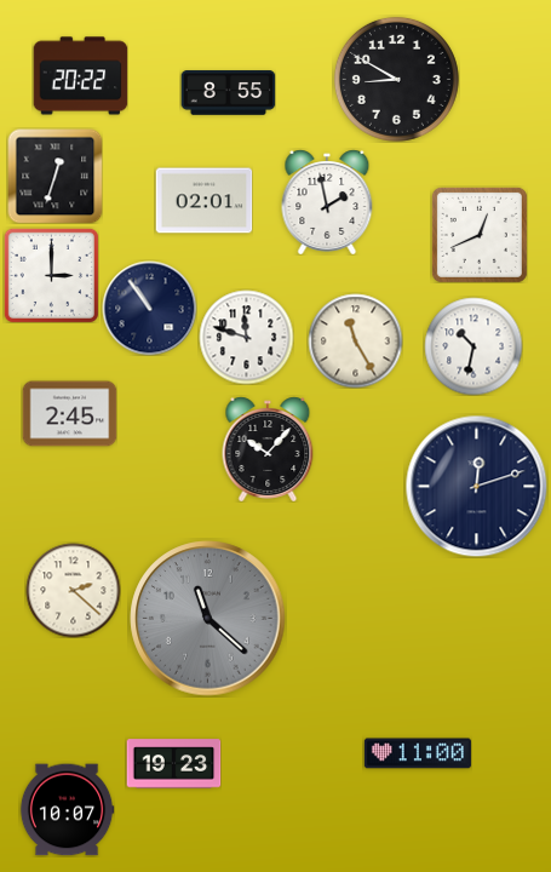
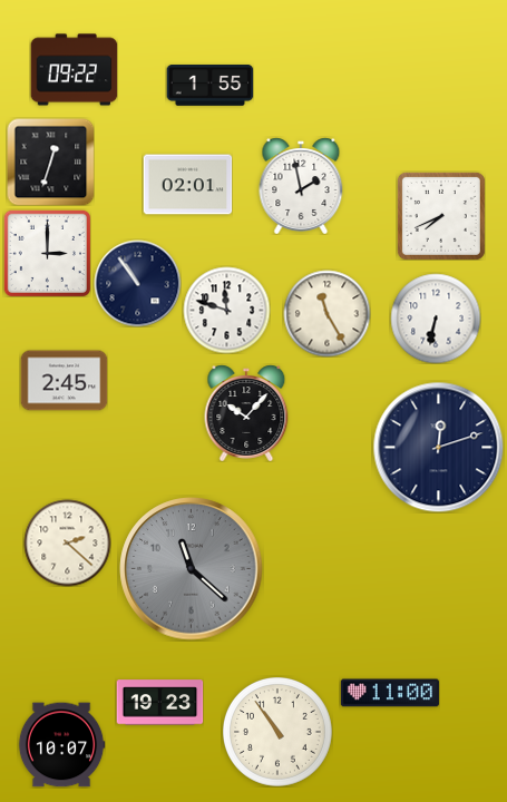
clock at (80, 76): 20:22 -> 09:22
clock at (396, 79): 8:50 -> none
clock at (228, 93): 8:55 -> 1:55
clock at (480, 235): 12:41 -> 7:41
clock at (473, 346): 10:32 -> 6:32
clock at (418, 753) position: (418, 753) -> (390, 693)
clock at (279, 733): none -> 10:54
